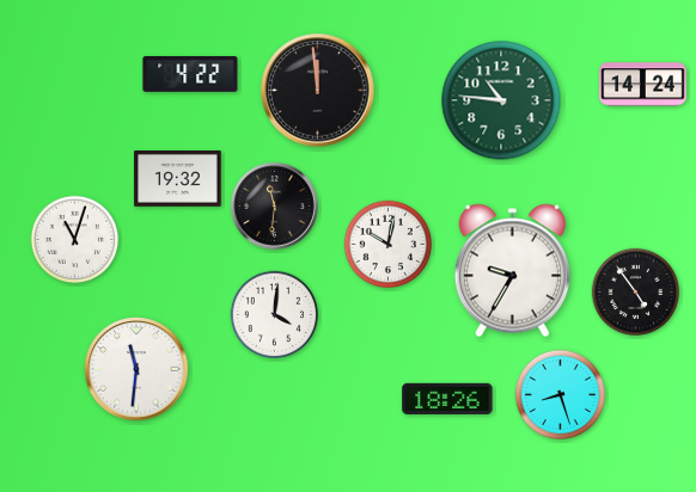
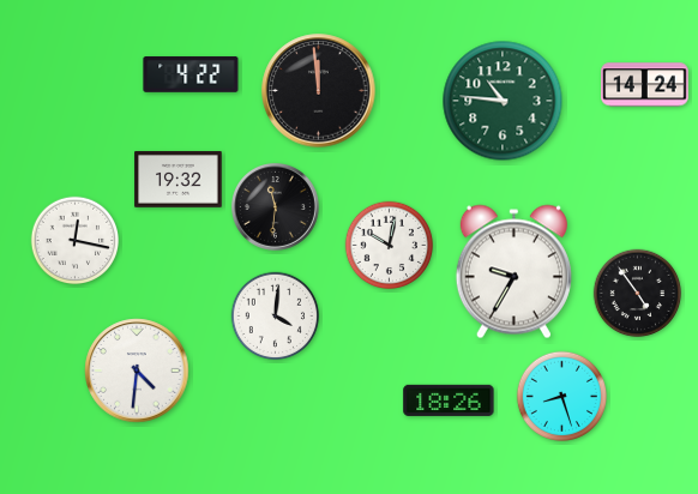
clock at (75, 240): 11:03 -> 12:17
clock at (136, 369): 11:31 -> 4:31
